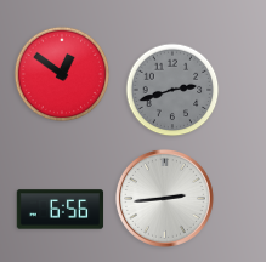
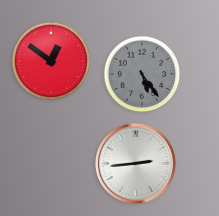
clock at (172, 90): 2:42 -> 5:24
clock at (61, 210): 6:56 -> none
